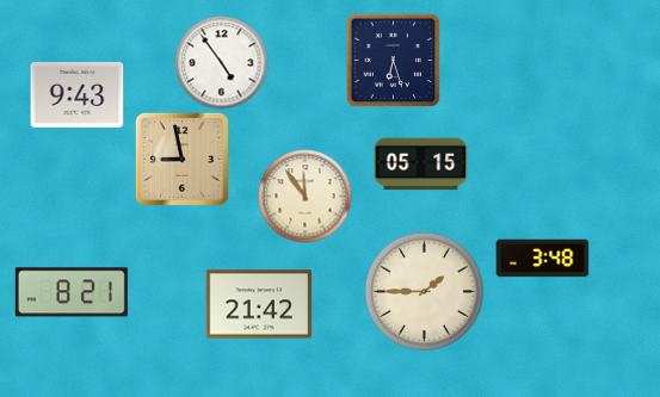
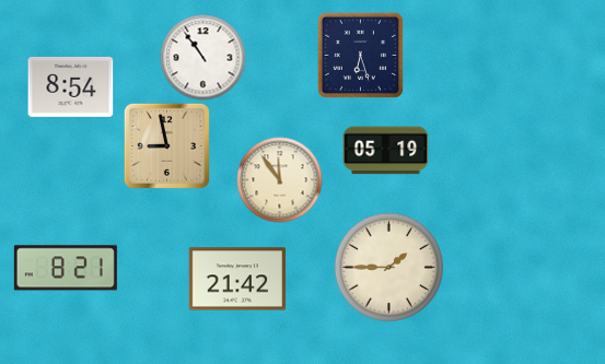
clock at (221, 62): 4:54 -> 10:54
clock at (76, 94): 9:43 -> 8:54
clock at (420, 165): 05:15 -> 05:19
clock at (542, 259): 3:48 -> none
